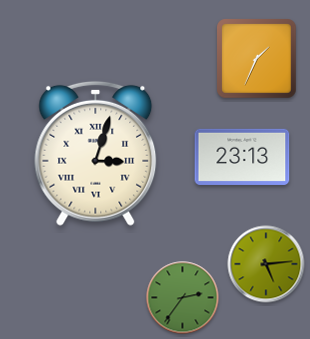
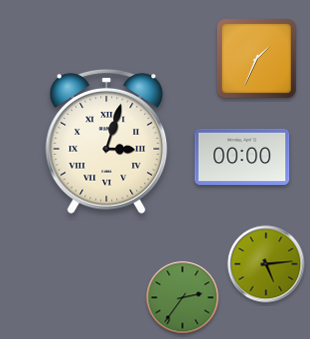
clock at (96, 153) position: (96, 153) -> (107, 141)
clock at (242, 157): 23:13 -> 00:00
